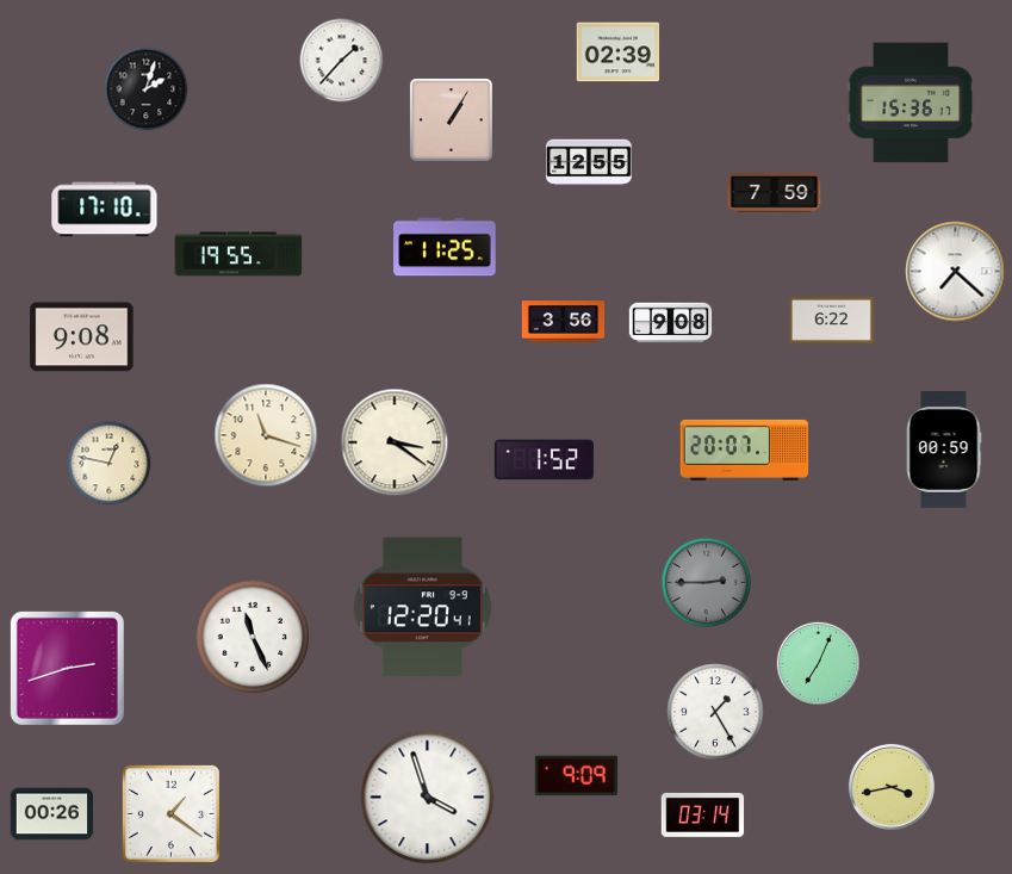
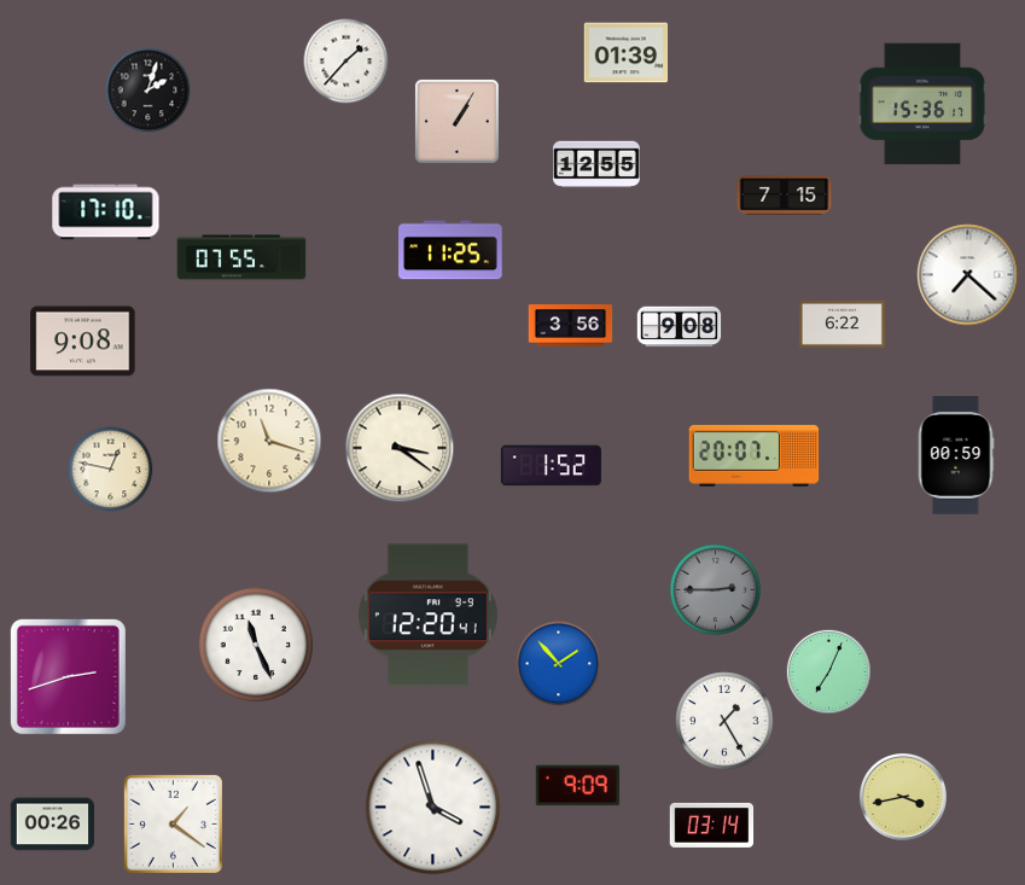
clock at (619, 52): 02:39 -> 01:39
clock at (775, 193): 7:59 -> 7:15
clock at (238, 254): 19:55 -> 07:55
clock at (559, 664): none -> 1:53
clock at (577, 776) position: (577, 776) -> (578, 786)
